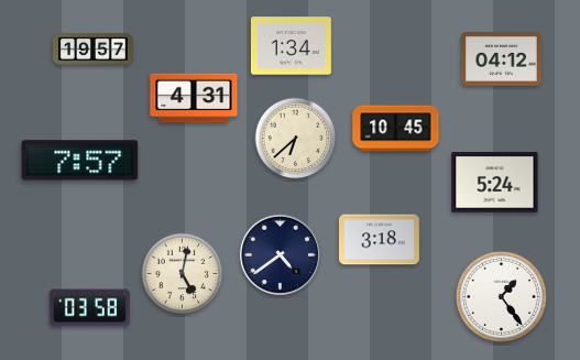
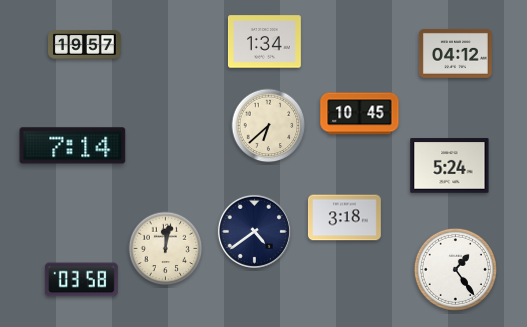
clock at (194, 98): 4:31 -> none
clock at (396, 129) position: (396, 129) -> (360, 114)
clock at (80, 161): 7:57 -> 7:14
clock at (183, 274): 5:02 -> 12:02
